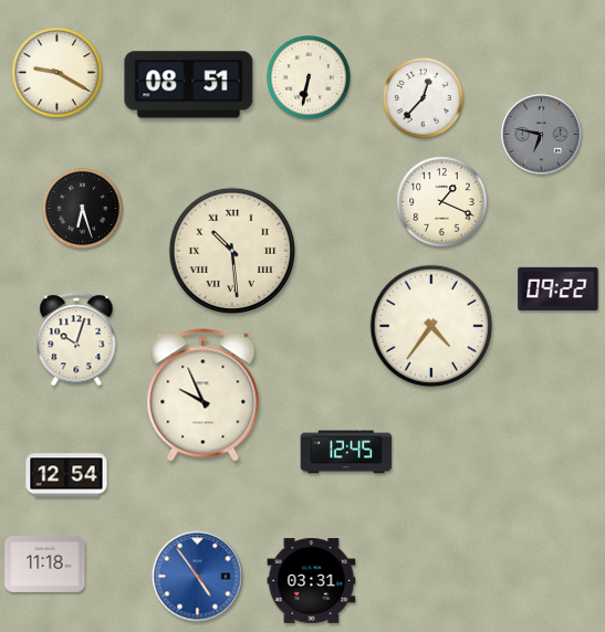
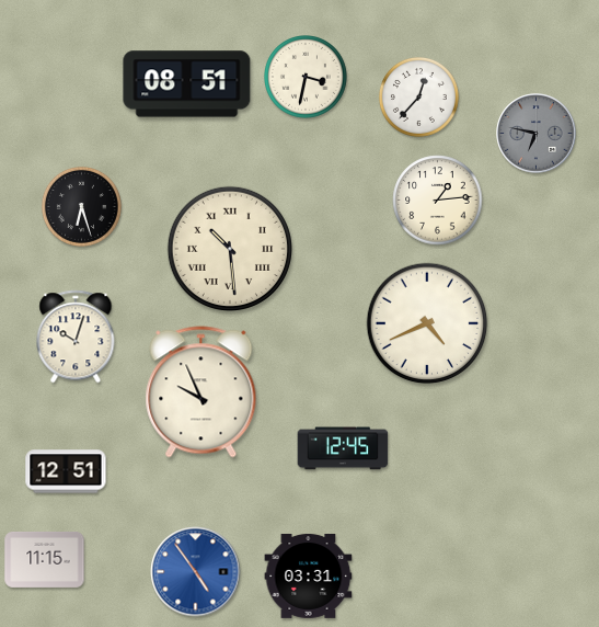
clock at (58, 73): 9:20 -> none
clock at (310, 78): 6:32 -> 3:32
clock at (442, 202): 1:19 -> 1:14
clock at (559, 288): 09:22 -> none
clock at (431, 326): 4:36 -> 4:41
clock at (66, 475): 12:54 -> 12:51
clock at (45, 563): 11:18 -> 11:15
